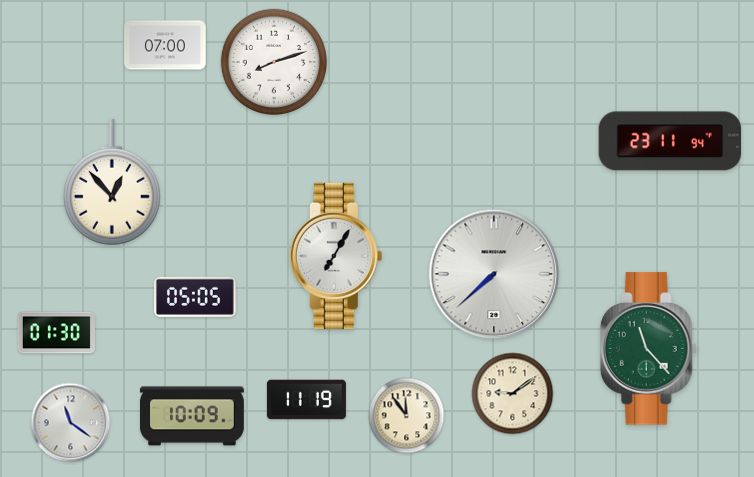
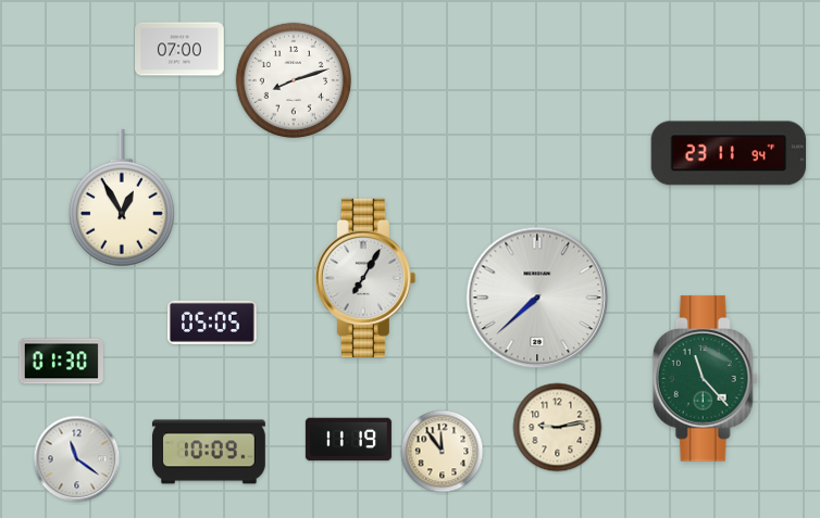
clock at (273, 61) position: (273, 61) -> (293, 79)
clock at (112, 182): 12:53 -> 12:55
clock at (513, 394): 9:09 -> 9:13
clock at (306, 400) position: (306, 400) -> (348, 440)
